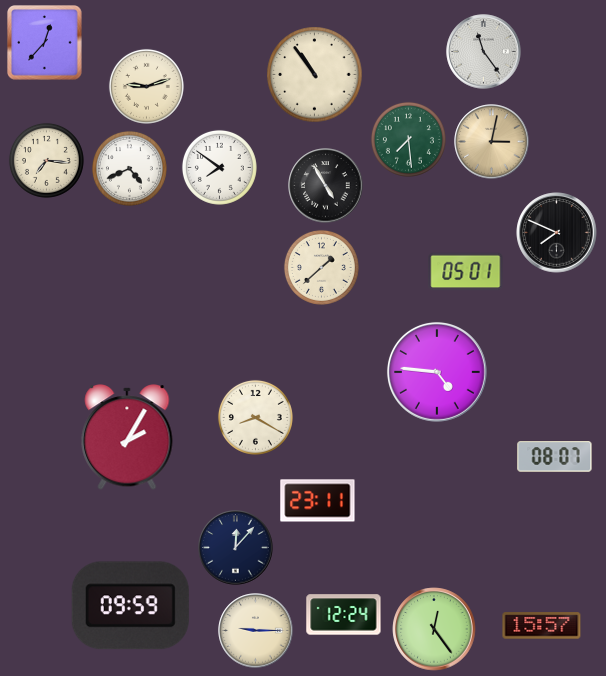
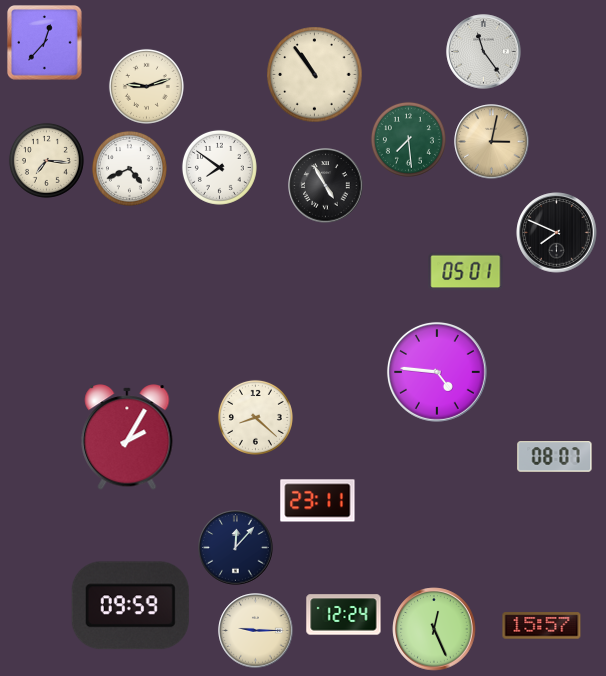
clock at (321, 267): 1:38 -> none
clock at (255, 417): 8:20 -> 8:22
clock at (434, 629): 12:24 -> 12:26
